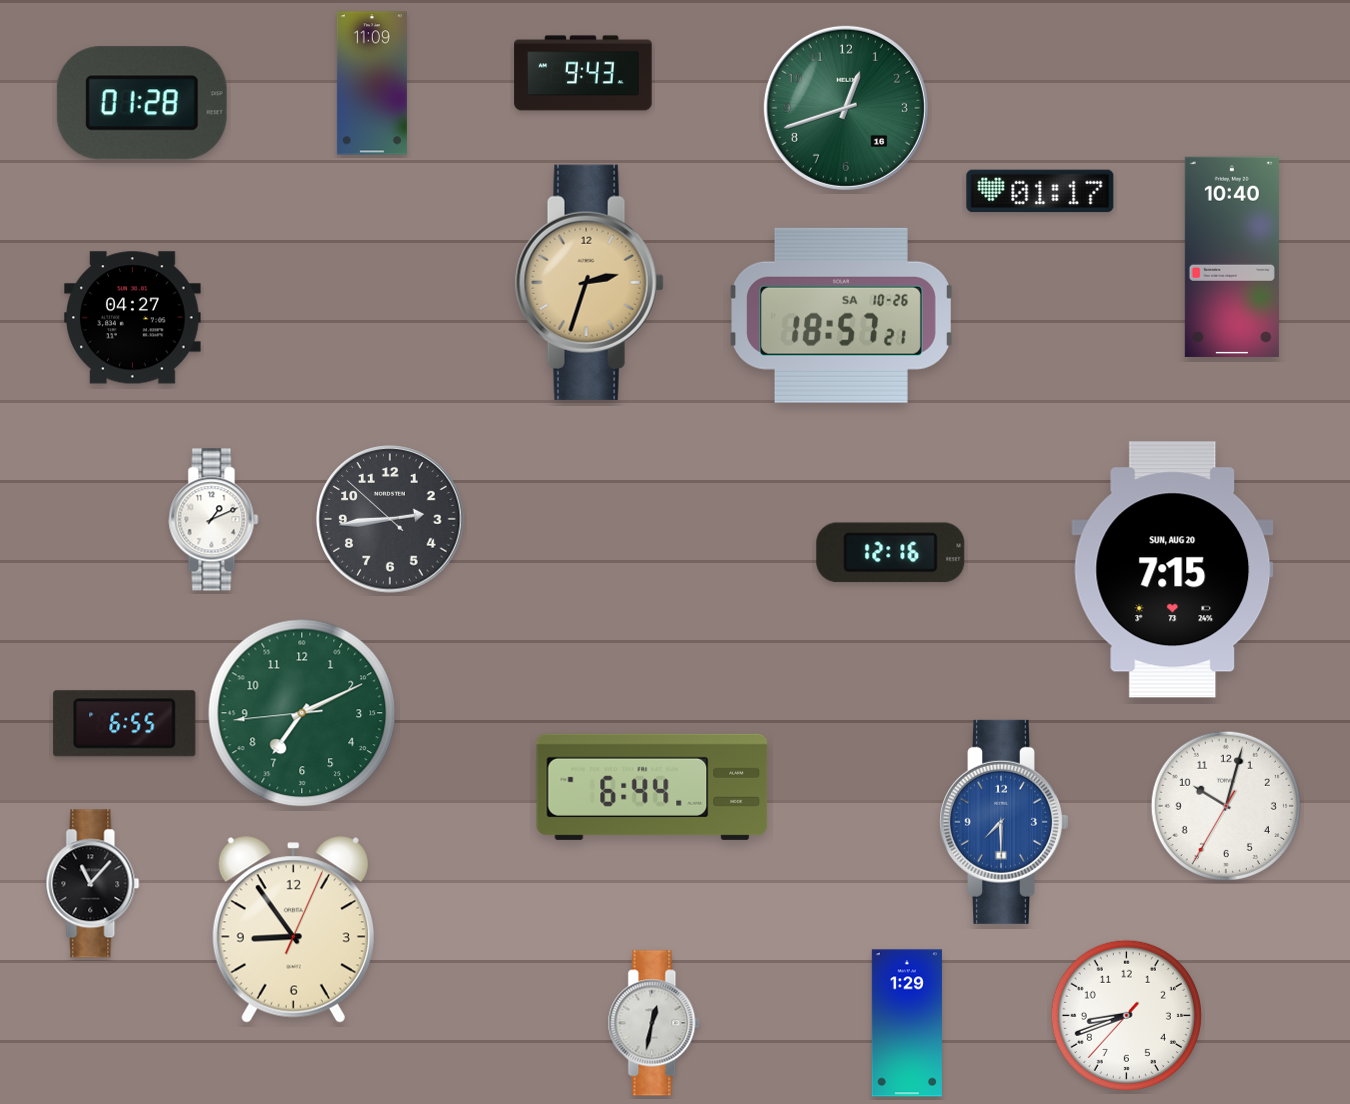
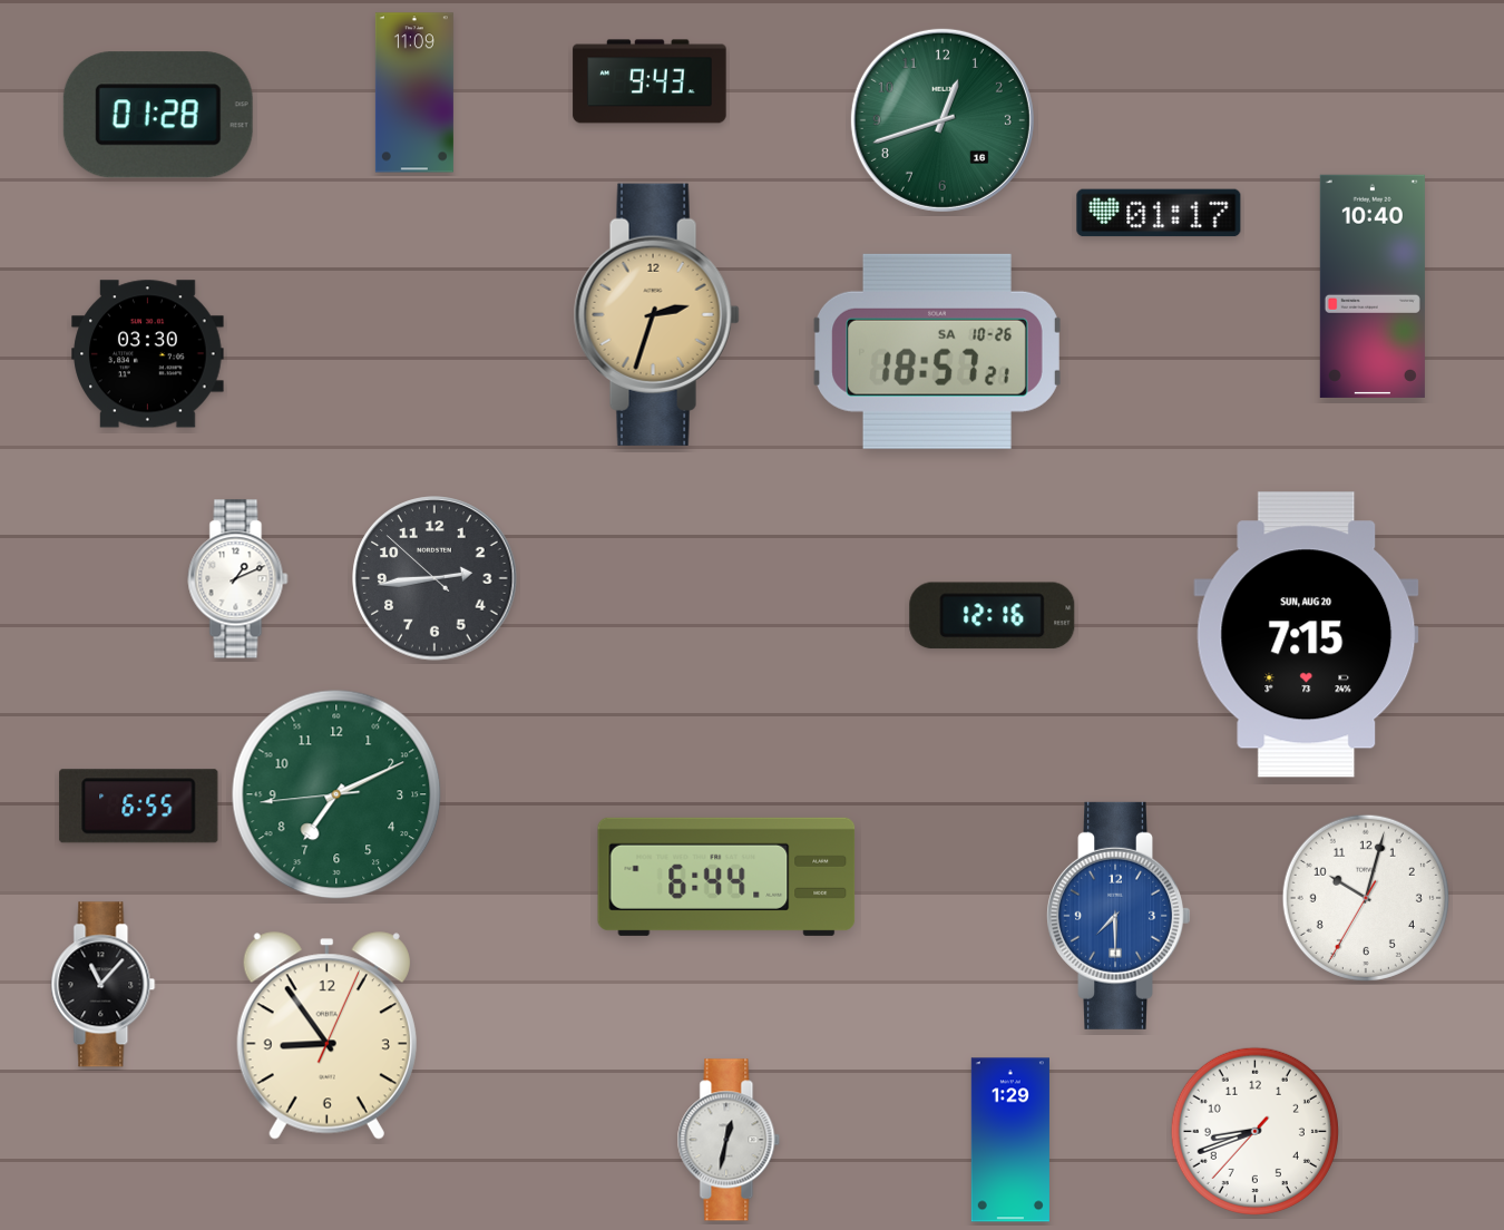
clock at (133, 318): 04:27 -> 03:30
